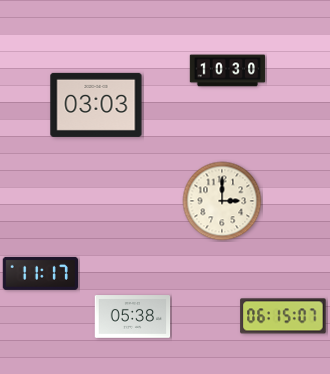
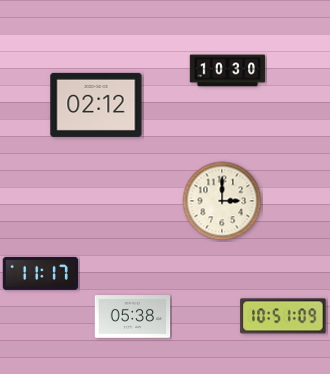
clock at (96, 105): 03:03 -> 02:12
clock at (283, 316): 06:15 -> 10:51
